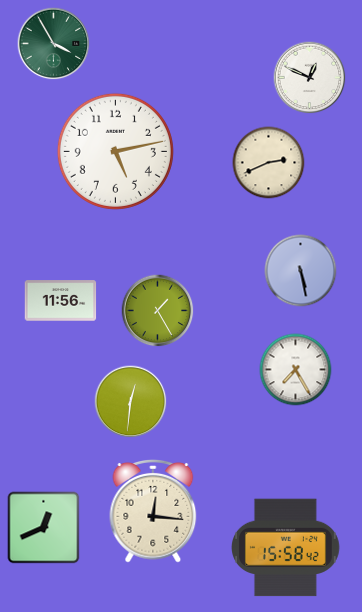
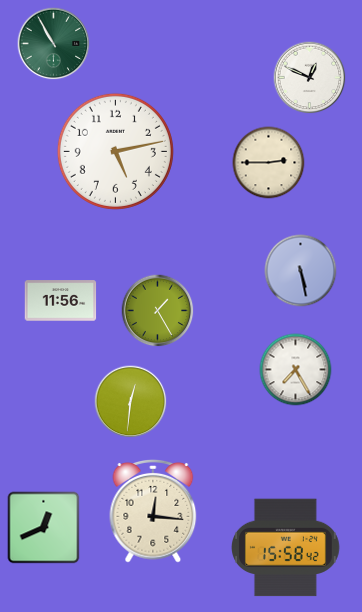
clock at (54, 44): 3:55 -> 10:55
clock at (269, 163): 2:41 -> 2:45
